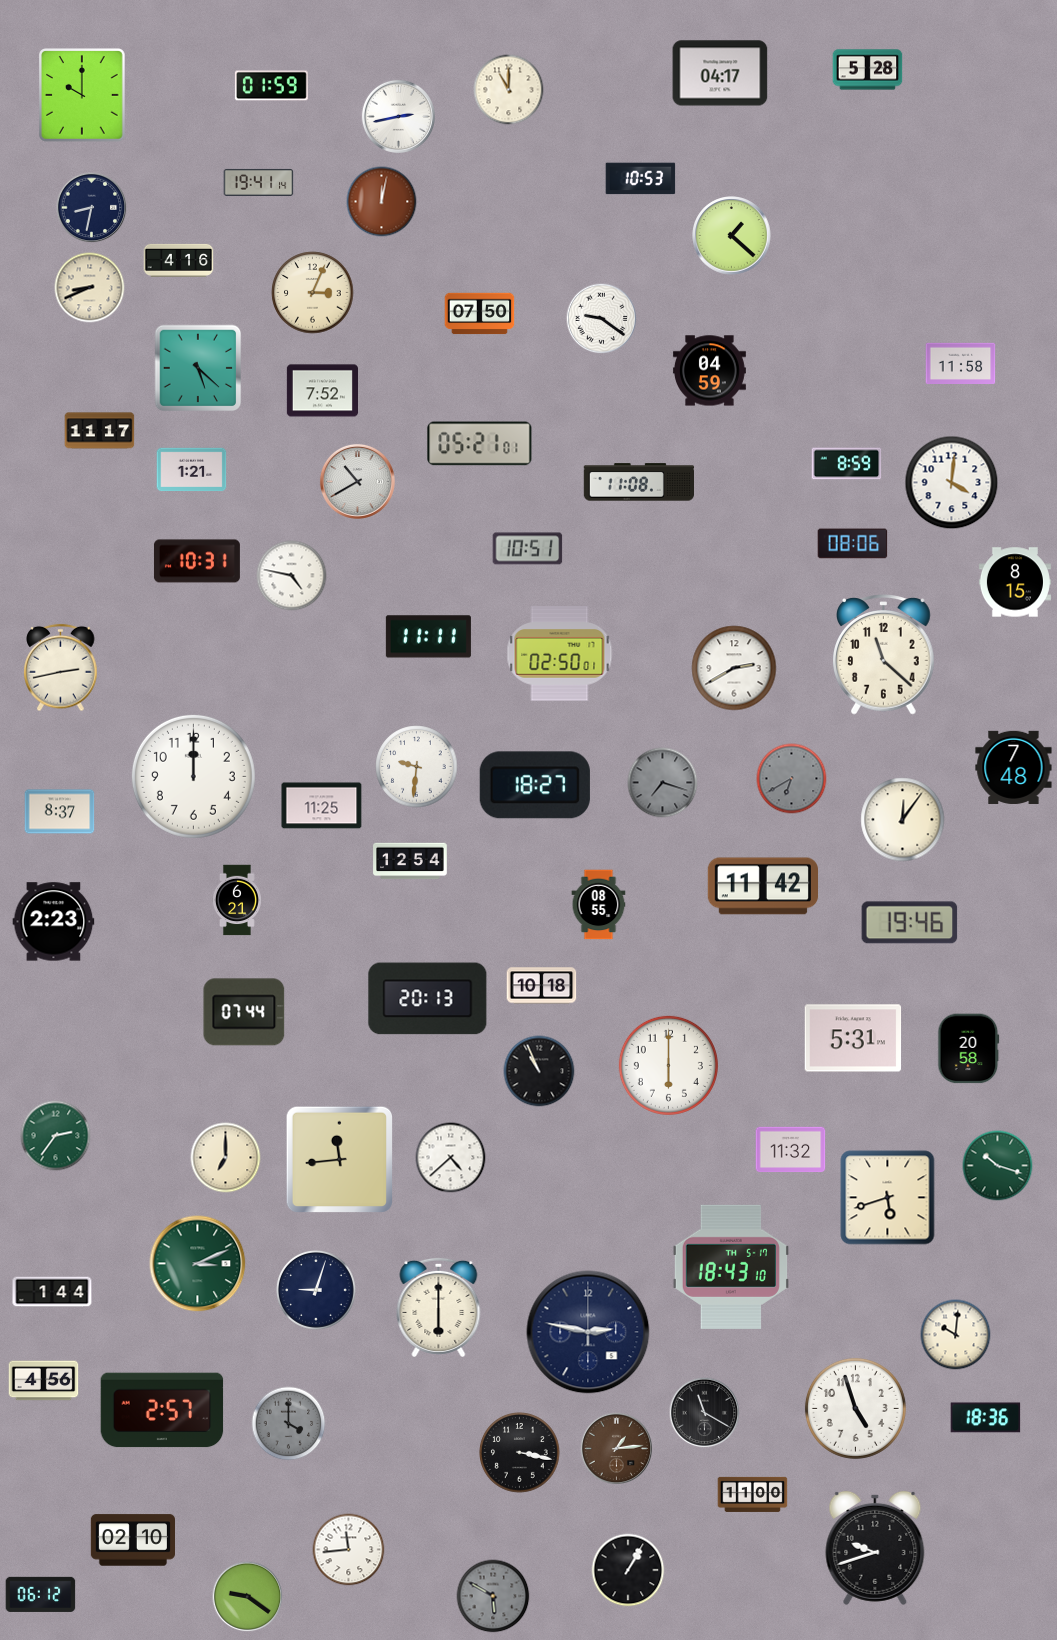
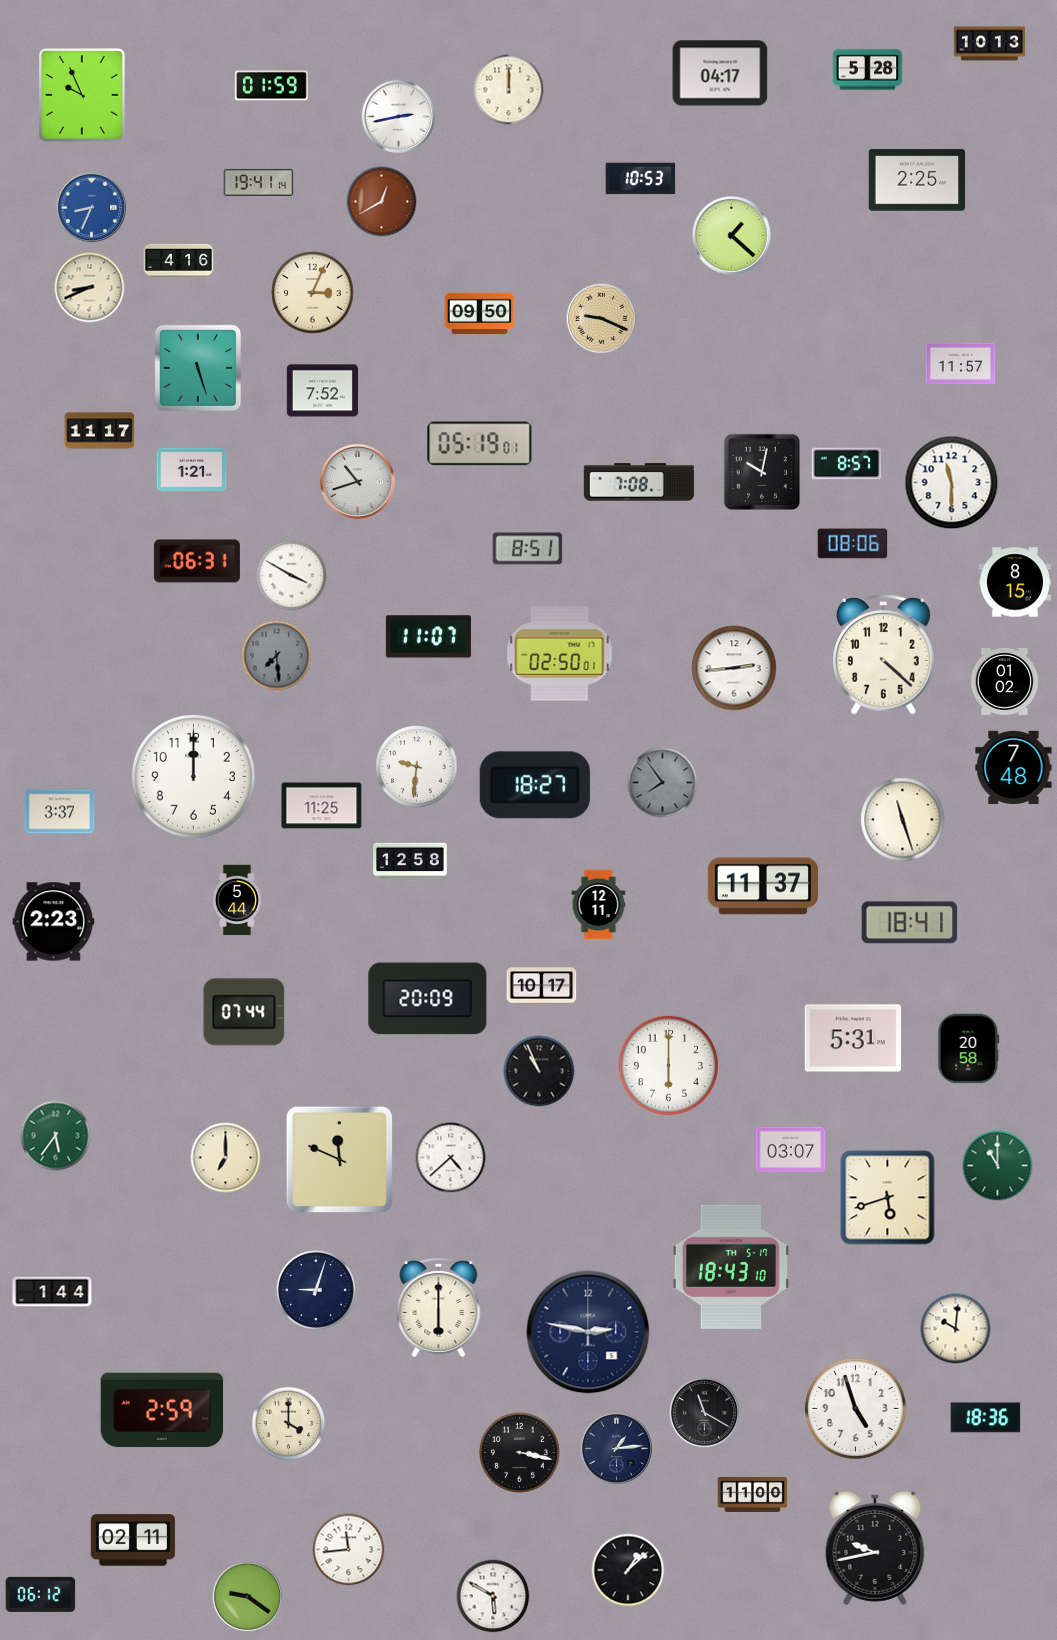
clock at (990, 44): none -> 10:13
clock at (509, 90): 11:00 -> 12:00
clock at (83, 95): 10:00 -> 9:56
clock at (917, 180): none -> 2:25
clock at (382, 202): 12:02 -> 12:40
clock at (92, 208): 8:32 -> 8:34
clock at (92, 208) dial: navy -> blue
clock at (480, 314): 07:50 -> 09:50
clock at (602, 319): 9:21 -> 9:19
clock at (602, 319) dial: white -> champagne
clock at (961, 363): 11:58 -> 11:57
clock at (198, 368): 5:22 -> 5:27
clock at (709, 371): 04:59 -> none
clock at (480, 444): 05:21 -> 05:19
clock at (847, 464): 8:59 -> 8:57
clock at (761, 471): none -> 10:02
clock at (357, 481): 10:40 -> 10:42
clock at (638, 482): 11:08 -> 7:08
clock at (952, 483): 4:01 -> 11:30
clock at (528, 549): 10:51 -> 8:51
clock at (197, 561): 10:31 -> 06:31
clock at (292, 576): 4:47 -> 3:50
clock at (428, 637): 11:11 -> 11:07
clock at (884, 655): 11:22 -> 4:22
clock at (277, 656): none -> 7:29
clock at (61, 668): 2:43 -> none
clock at (734, 668): 2:40 -> 2:44
clock at (1005, 682): none -> 01:02
clock at (792, 779): 6:40 -> none
clock at (663, 783): 7:18 -> 7:54
clock at (60, 812): 8:37 -> 3:37
clock at (903, 820): 12:06 -> 11:27
clock at (410, 861): 12:54 -> 12:58
clock at (762, 886): 11:42 -> 11:37
clock at (237, 900): 6:21 -> 5:44
clock at (599, 905): 08:55 -> 12:11
clock at (910, 923): 19:46 -> 18:41
clock at (542, 986): 10:18 -> 10:17
clock at (428, 999): 20:13 -> 20:09
clock at (56, 1136): 2:36 -> 5:36
clock at (791, 1150): 11:32 -> 03:07
clock at (339, 1159): 11:44 -> 11:49
clock at (998, 1166): 10:18 -> 11:00
clock at (198, 1264): 3:11 -> none
clock at (956, 1335) position: (956, 1335) -> (956, 1329)
clock at (44, 1381): 4:56 -> none
clock at (162, 1410): 2:57 -> 2:59
clock at (289, 1424) dial: grey -> cream
clock at (616, 1448) dial: brown -> navy
clock at (132, 1540): 02:10 -> 02:11
clock at (875, 1548): 9:42 -> 9:43
clock at (628, 1570): 1:05 -> 1:08
clock at (493, 1596) dial: grey -> white
